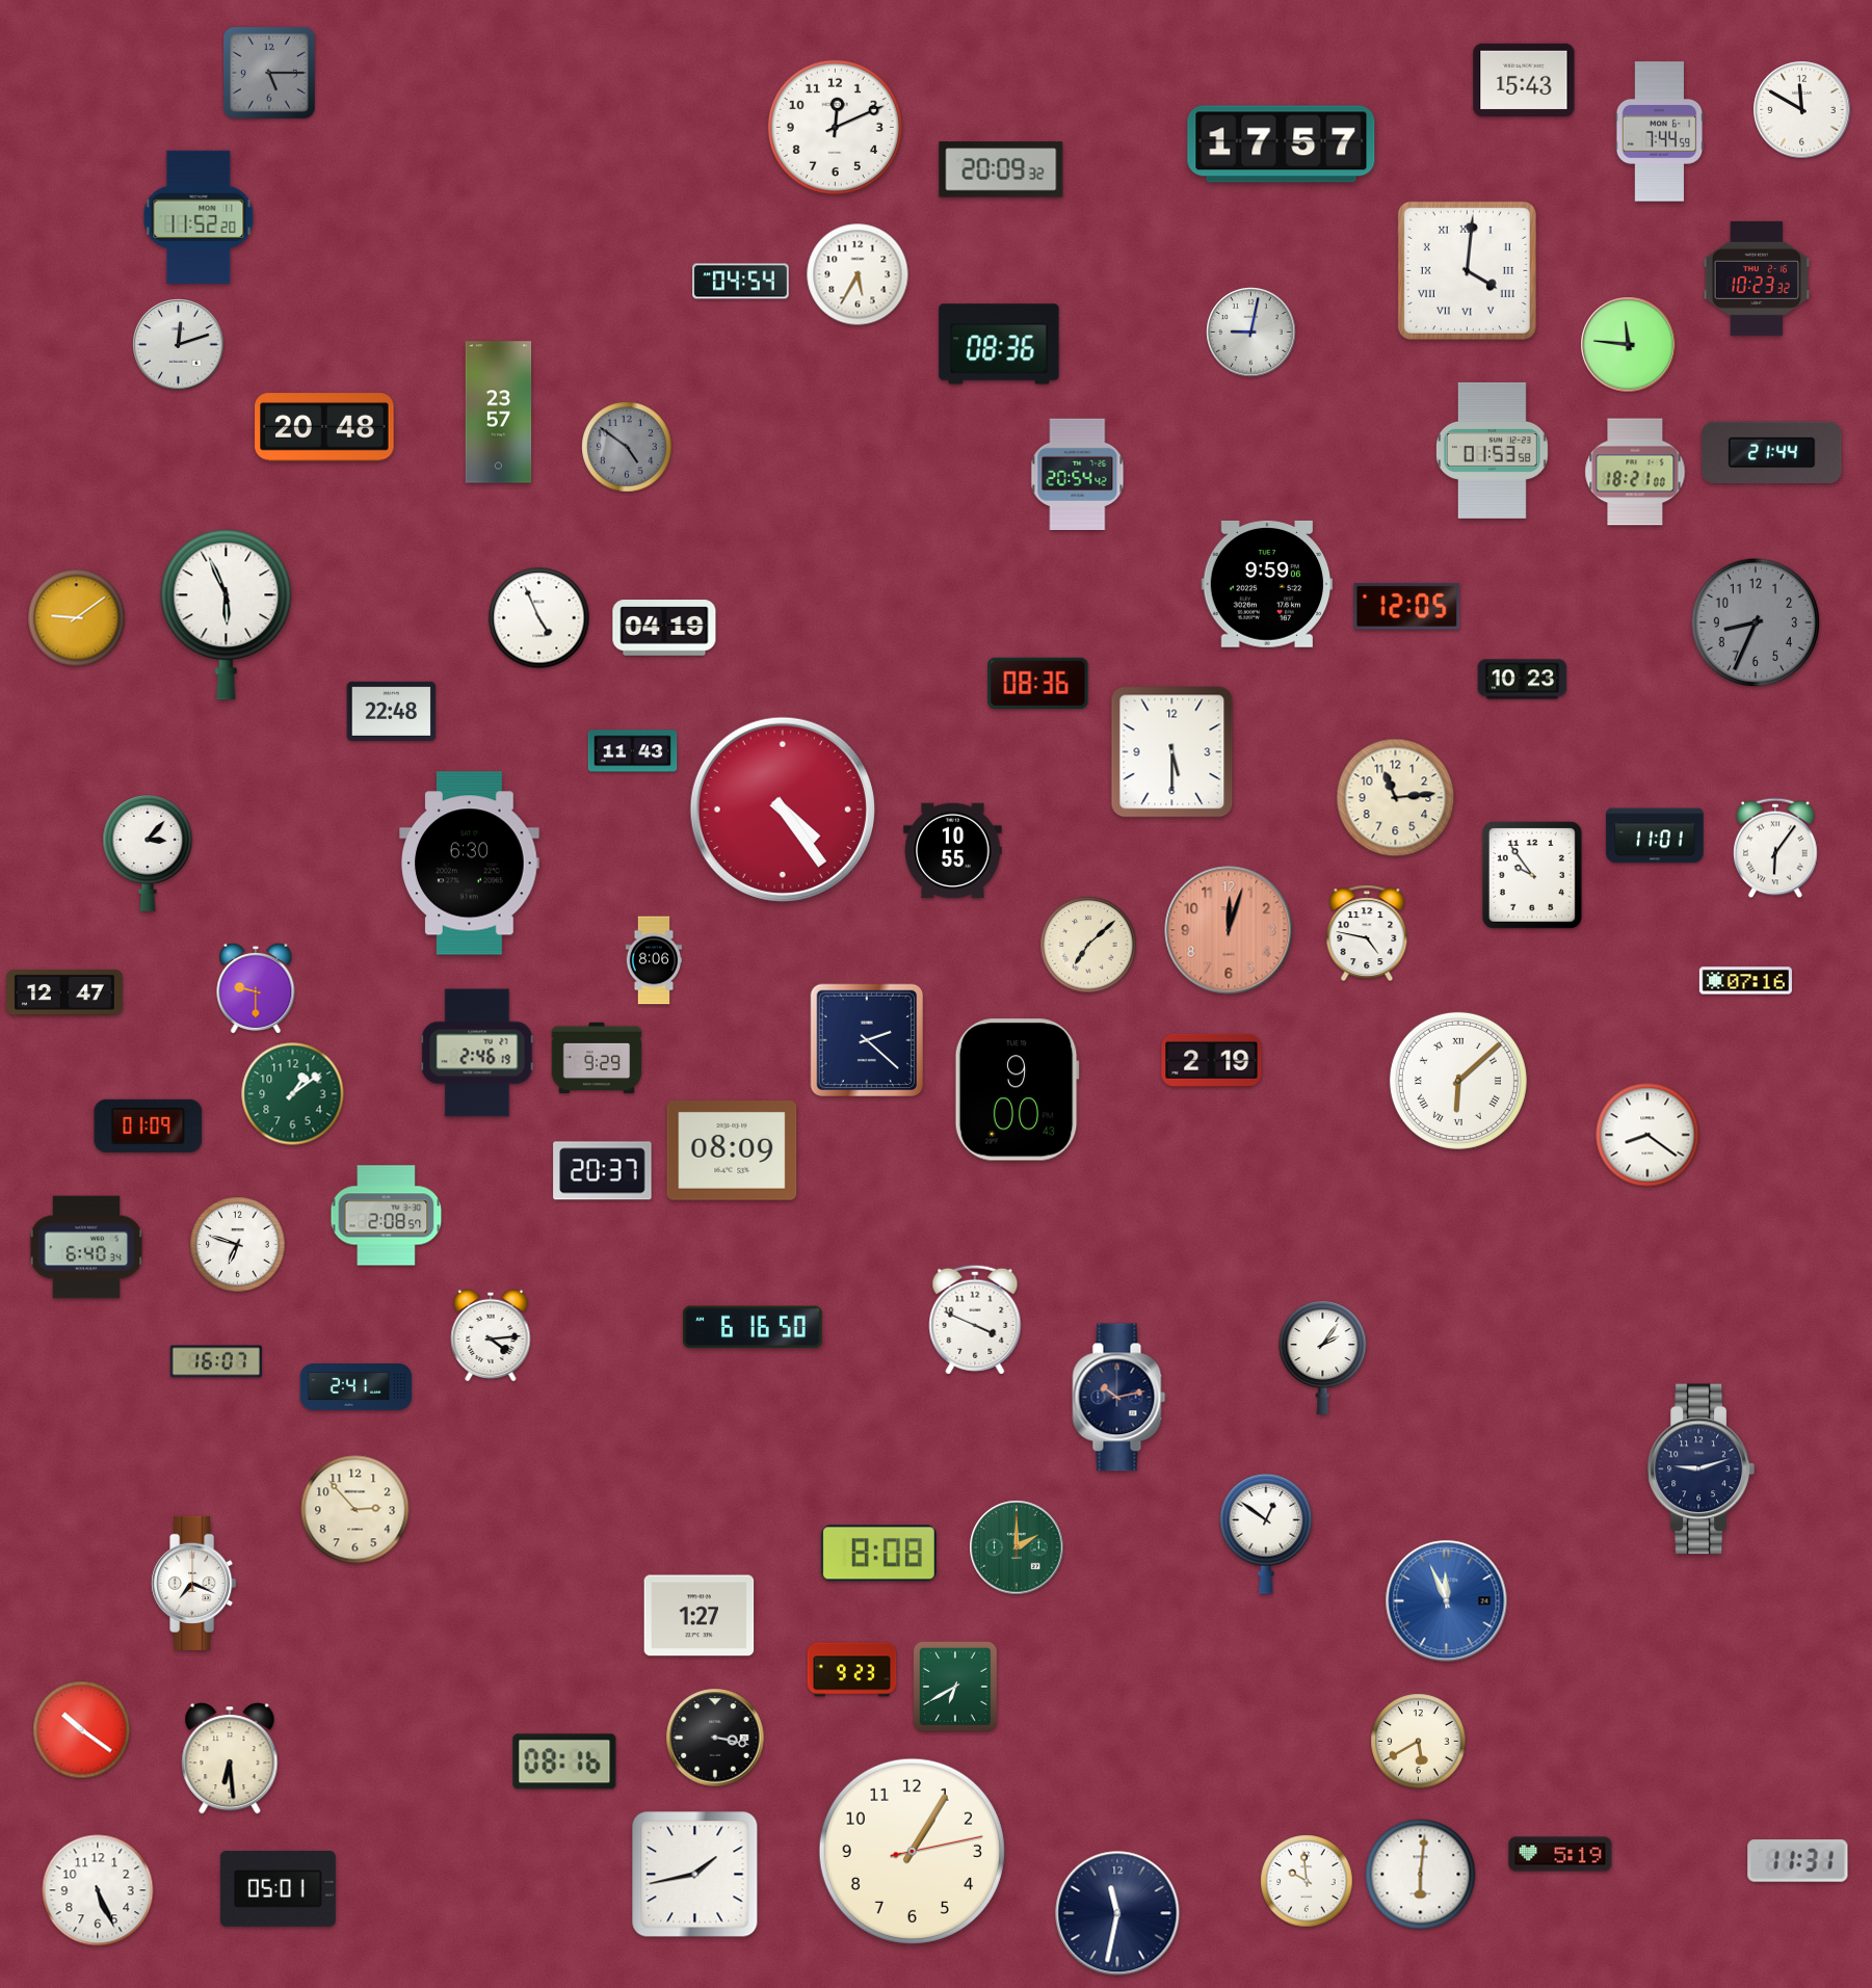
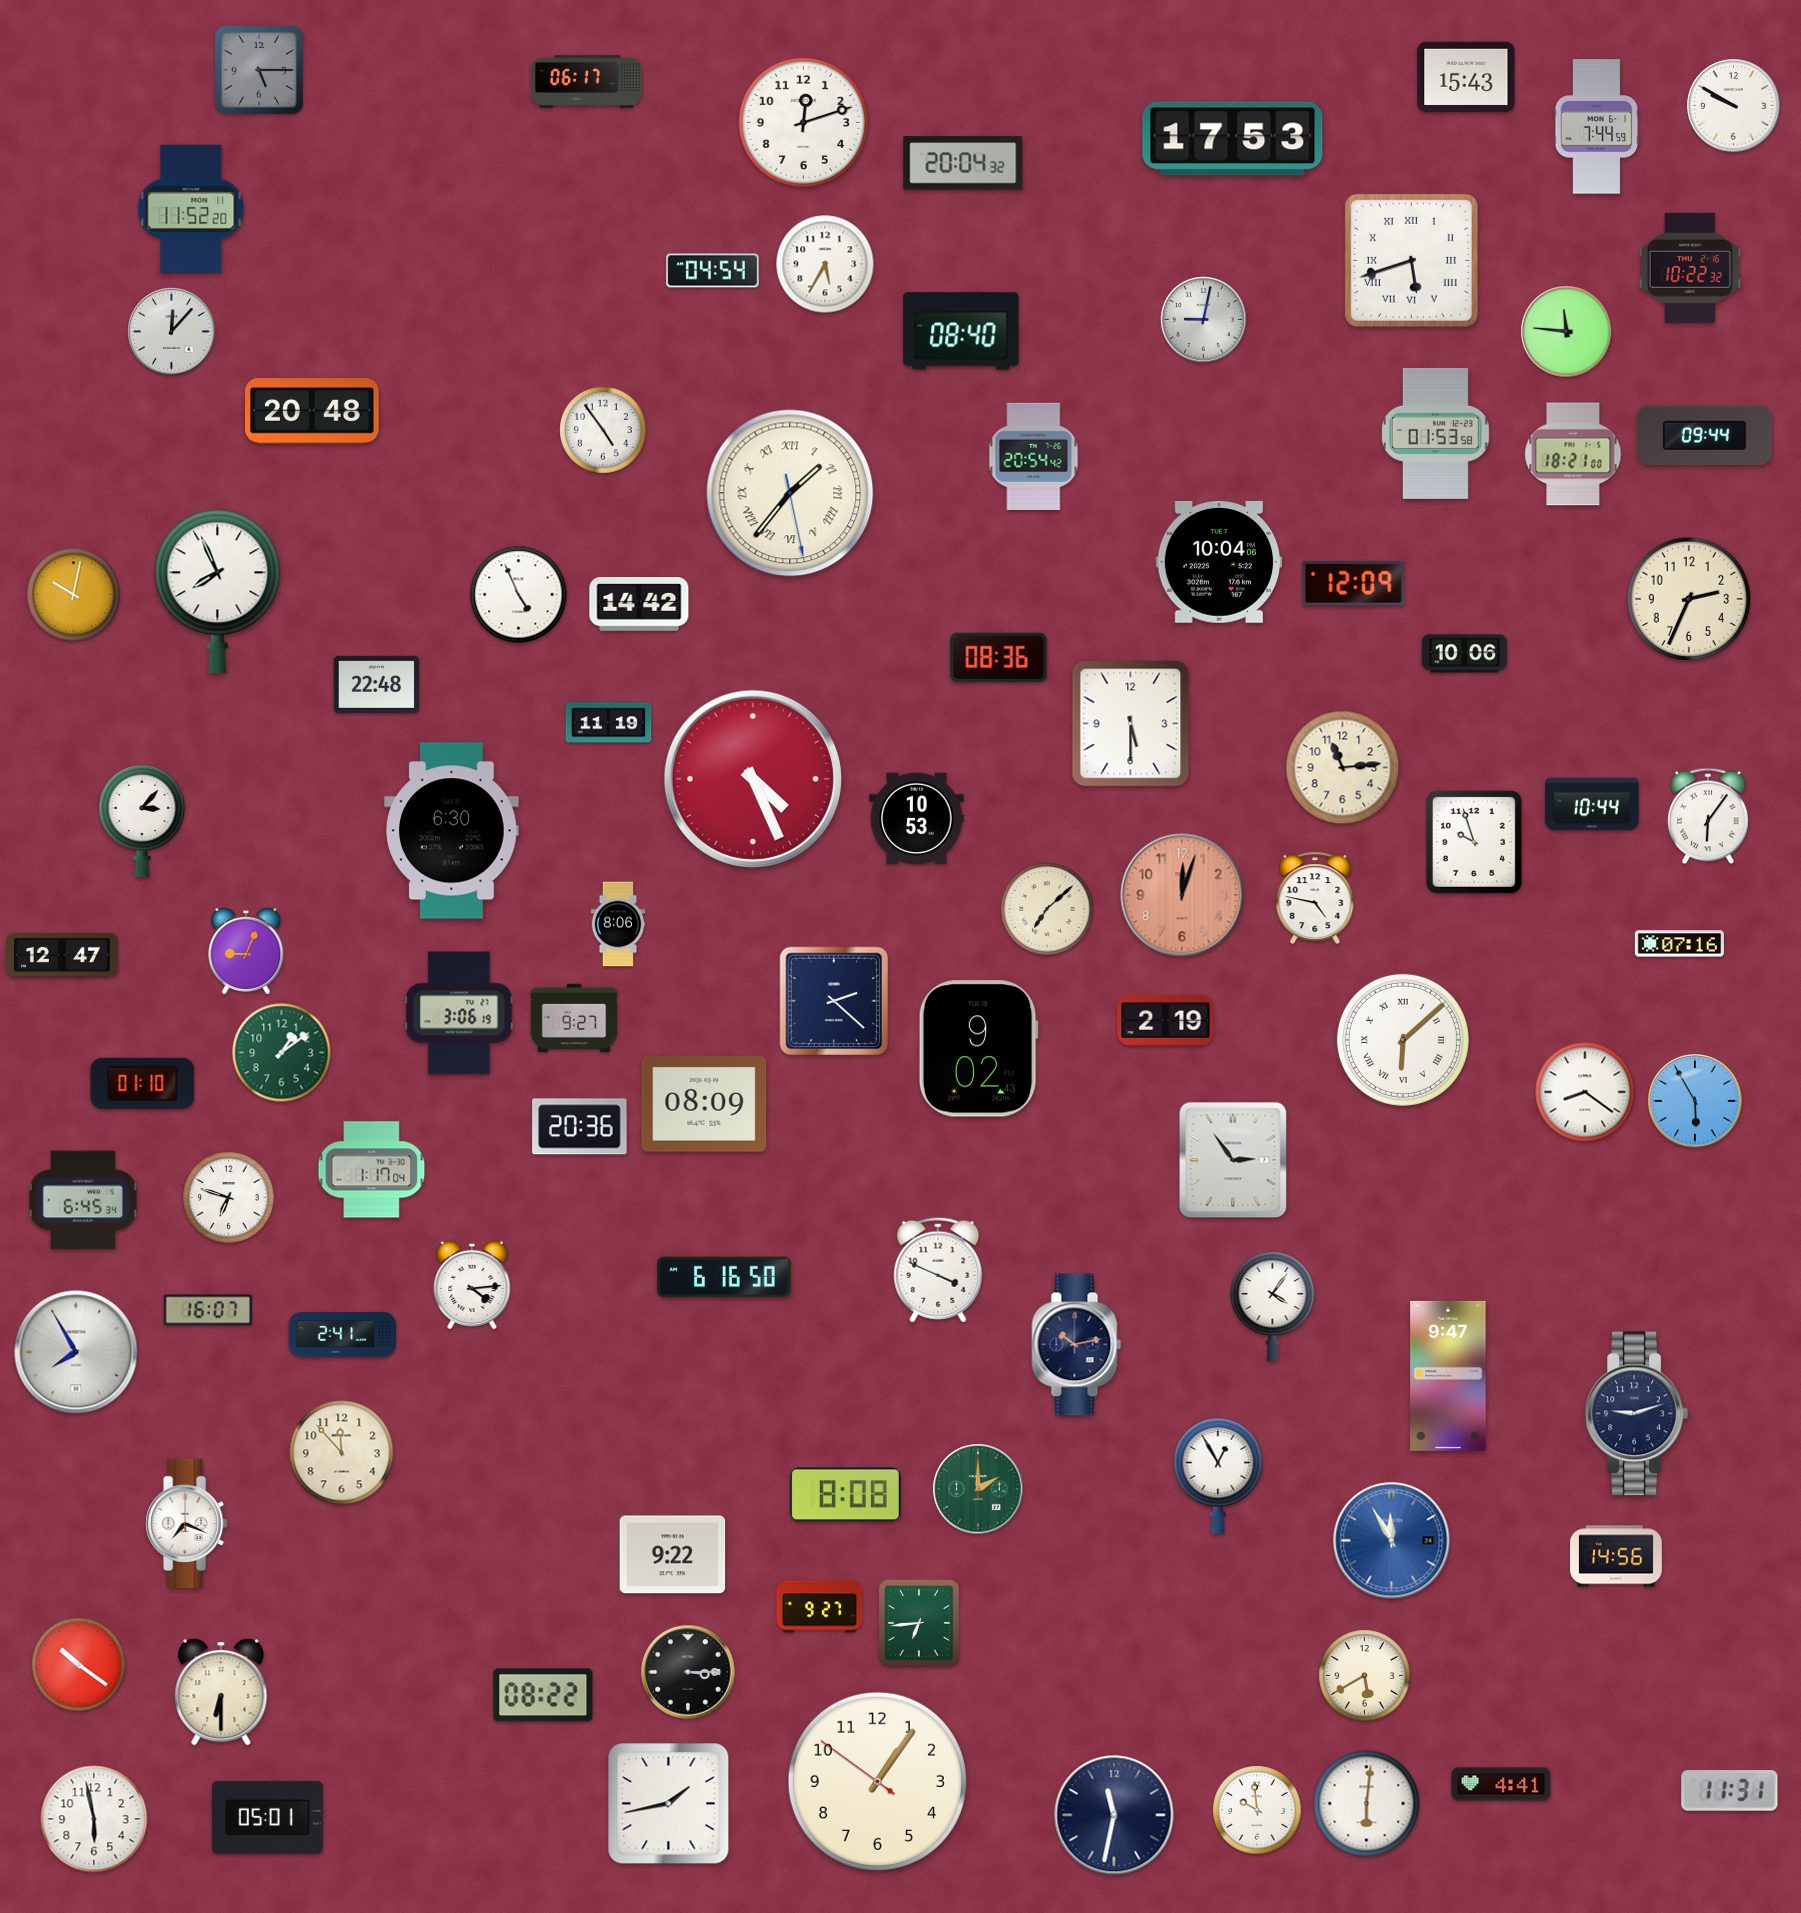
clock at (586, 82): none -> 06:17
clock at (1802, 110): 11:50 -> 9:50
clock at (835, 127): 12:11 -> 12:12
clock at (1282, 144): 17:57 -> 17:53
clock at (1001, 169): 20:09 -> 20:04
clock at (1467, 270): 4:01 -> 5:42
clock at (1757, 279): 10:23 -> 10:22
clock at (999, 344): 08:36 -> 08:40
clock at (179, 345): 12:12 -> 12:07
clock at (499, 413): 23:57 -> none
clock at (627, 447): 4:51 -> 4:54
clock at (627, 447) dial: grey -> white
clock at (1772, 453): 21:44 -> 09:44
clock at (1078, 474) position: (1078, 474) -> (1034, 456)
clock at (790, 493): none -> 1:36
clock at (1267, 584): 9:59 -> 10:04
clock at (1407, 606): 12:05 -> 12:09
clock at (227, 615): 5:56 -> 7:56
clock at (77, 618): 9:09 -> 10:02
clock at (1756, 622): 8:34 -> 2:34
clock at (1756, 622) dial: grey -> cream
clock at (664, 628): 04:19 -> 14:42
clock at (1523, 680): 10:23 -> 10:06
clock at (633, 751): 11:43 -> 11:19
clock at (1172, 752) position: (1172, 752) -> (1131, 724)
clock at (783, 810): 4:24 -> 4:26
clock at (1655, 836): 11:01 -> 10:44
clock at (953, 851): 10:55 -> 10:53
clock at (1532, 875): 9:54 -> 9:57
clock at (654, 960) position: (654, 960) -> (618, 924)
clock at (256, 987): 9:30 -> 9:04
clock at (477, 1053): 2:46 -> 3:06
clock at (597, 1058): 9:29 -> 9:27
clock at (1017, 1090): 9:00 -> 9:02
clock at (149, 1125): 01:09 -> 01:10
clock at (1695, 1101): none -> 5:55
clock at (732, 1150) position: (732, 1150) -> (704, 1104)
clock at (603, 1171): 20:37 -> 20:36
clock at (1233, 1160): none -> 2:54
clock at (387, 1216): 2:08 -> 1:17
clock at (86, 1247): 6:40 -> 6:45
clock at (1323, 1357): 2:06 -> 4:06
clock at (76, 1352): none -> 7:55
clock at (1448, 1376): none -> 9:47
clock at (355, 1510): 2:53 -> 11:53
clock at (1266, 1534): 12:51 -> 12:55
clock at (1447, 1601): 11:56 -> 11:55
clock at (700, 1616): 1:27 -> 9:22
clock at (1616, 1556): none -> 14:56
clock at (852, 1670): 9:23 -> 9:27
clock at (956, 1688): 6:40 -> 6:44
clock at (715, 1738): 3:17 -> 3:15
clock at (230, 1758): 6:29 -> 6:30
clock at (564, 1761): 08:16 -> 08:22
clock at (912, 1851): 1:05:13 -> 1:05:51
clock at (1560, 1854): 5:19 -> 4:41
clock at (98, 1890): 5:26 -> 5:58
clock at (1117, 1913) position: (1117, 1913) -> (1114, 1815)
